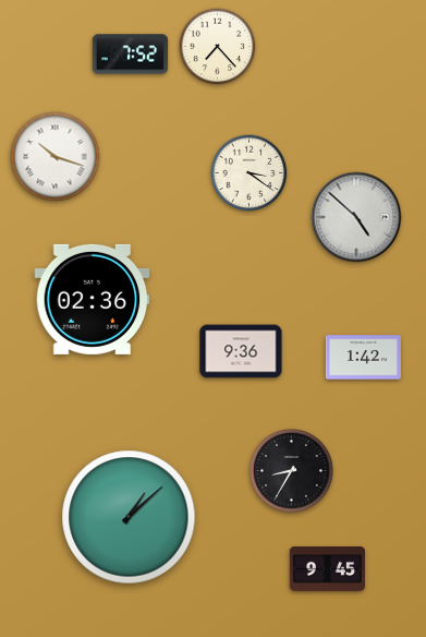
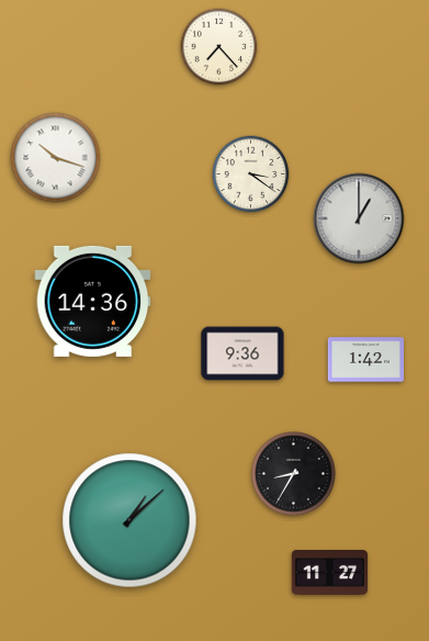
clock at (130, 55): 7:52 -> none
clock at (356, 217): 4:52 -> 1:00
clock at (93, 299): 02:36 -> 14:36
clock at (327, 569): 9:45 -> 11:27
